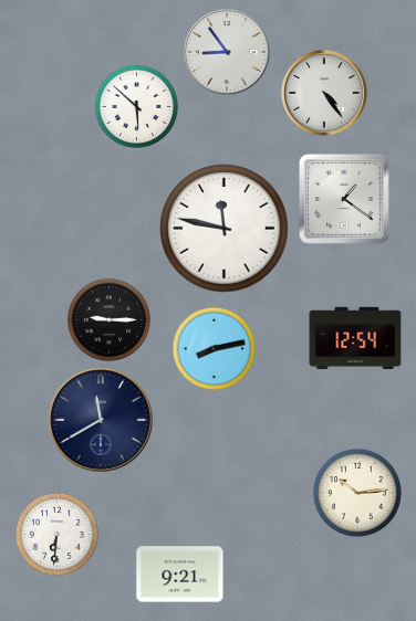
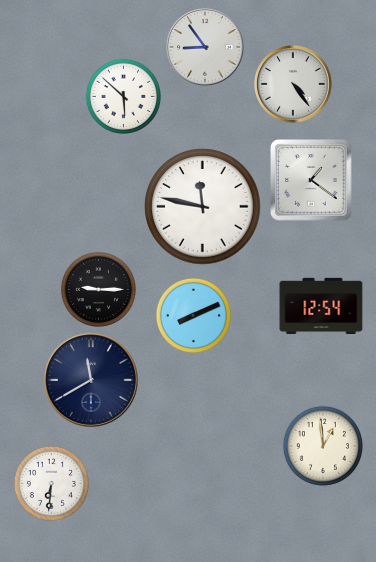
clock at (214, 348): 8:13 -> 8:11
clock at (357, 493): 10:14 -> 12:59
clock at (180, 575): 9:21 -> none
